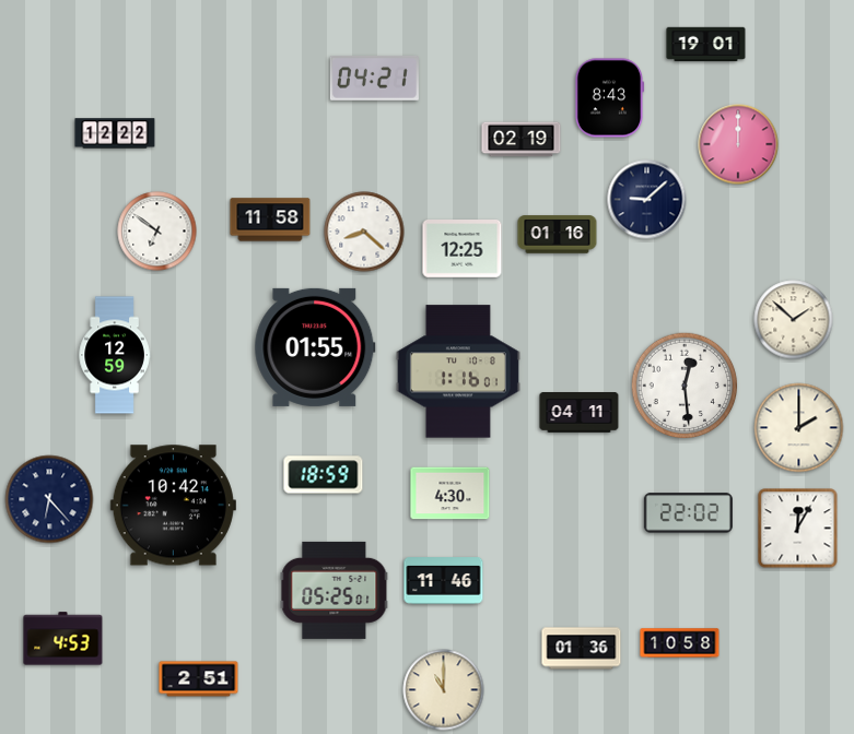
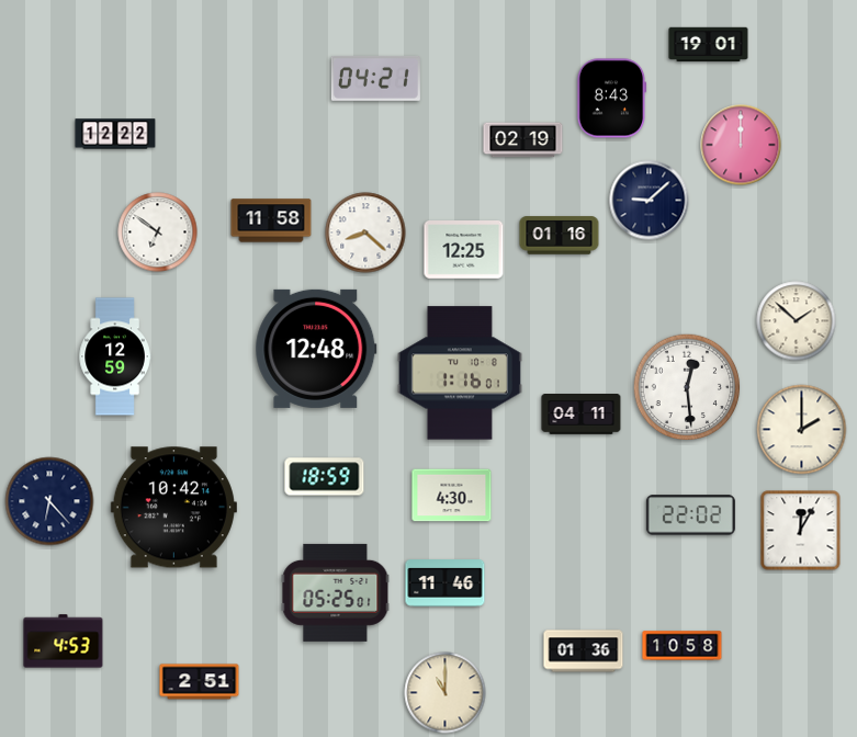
clock at (315, 347): 01:55 -> 12:48
